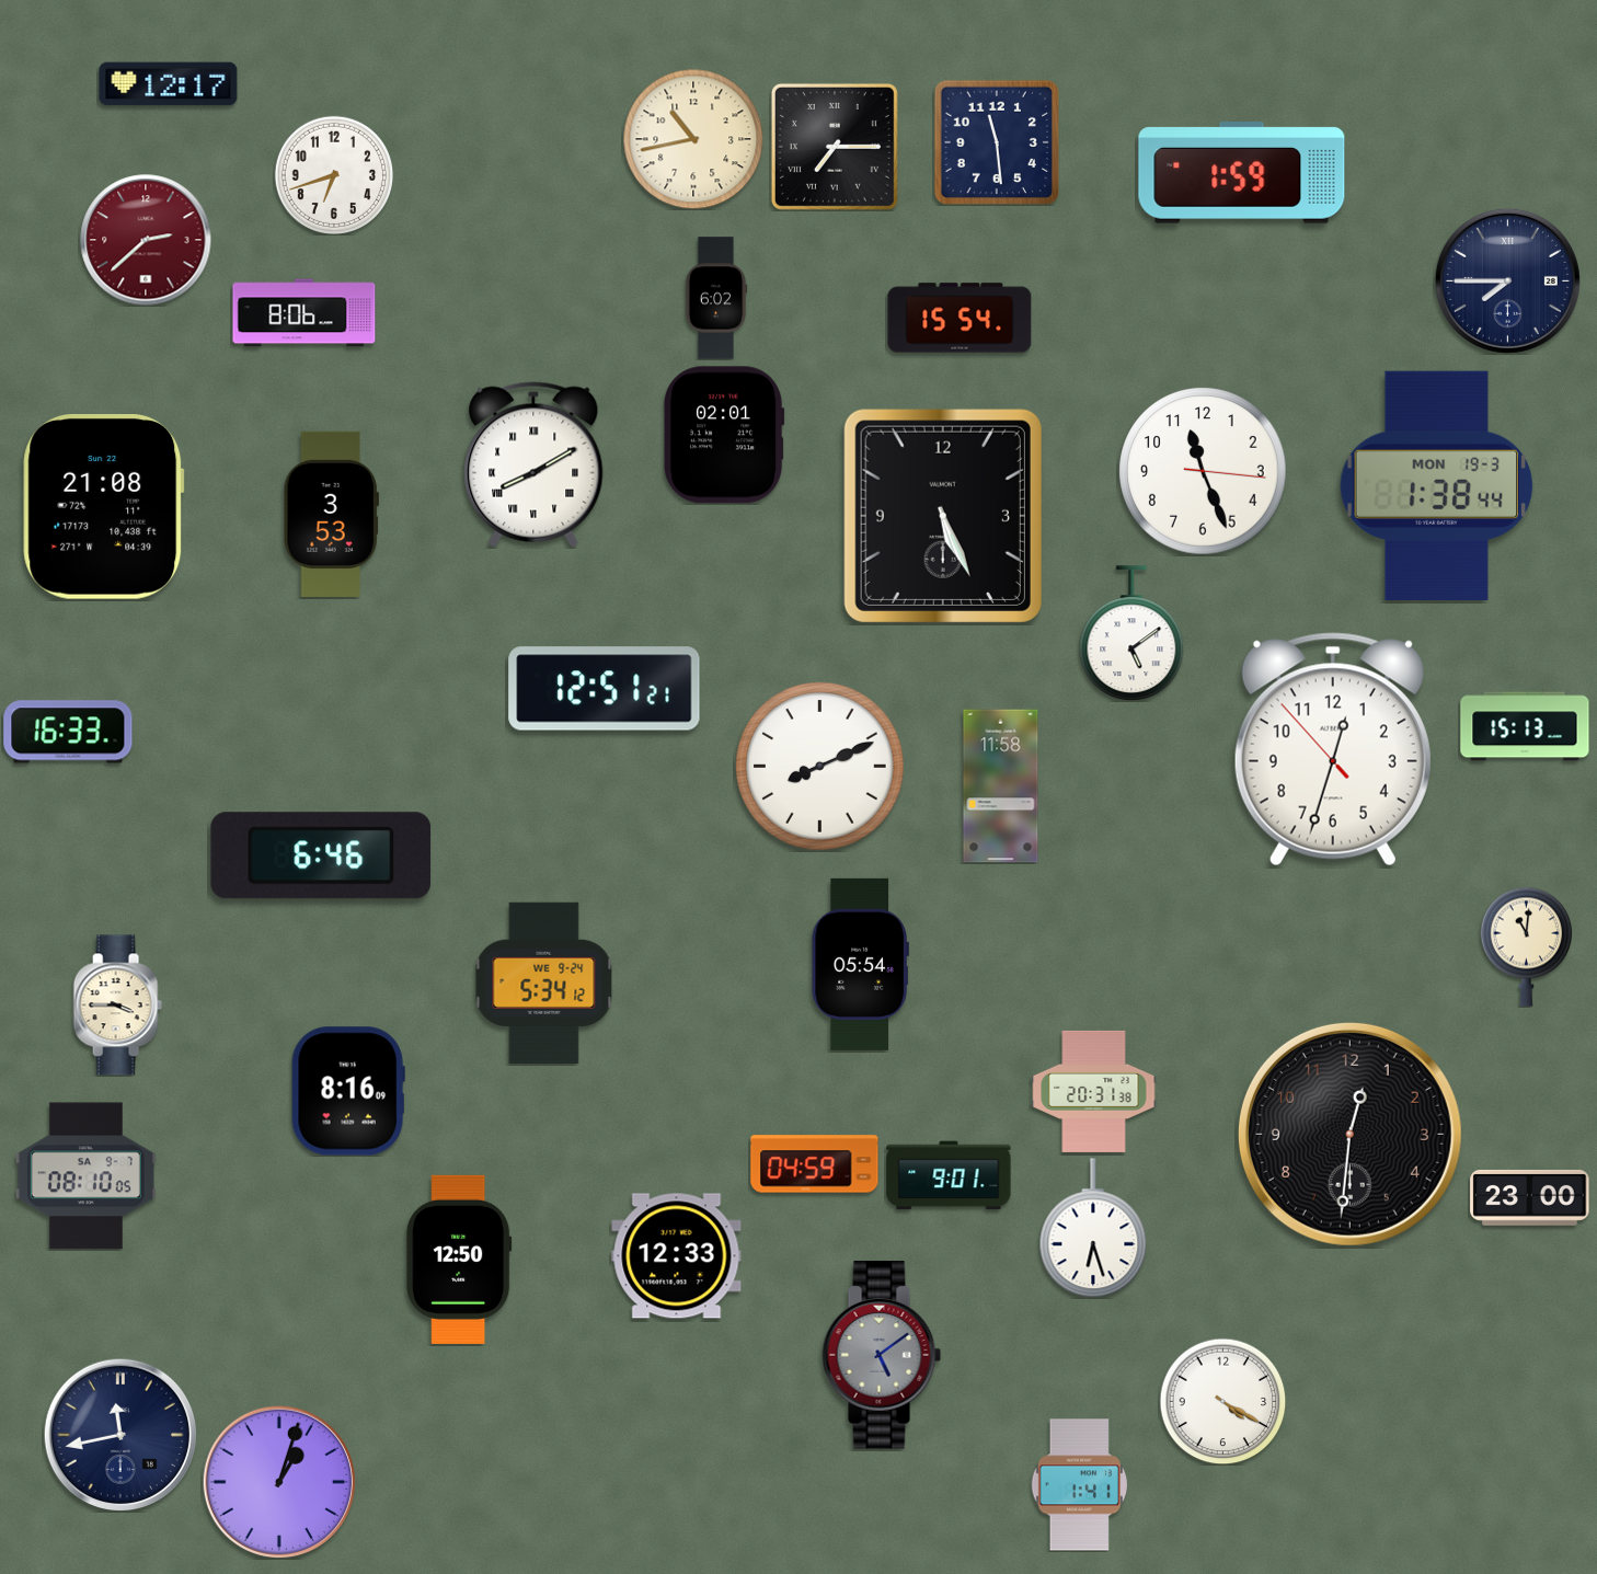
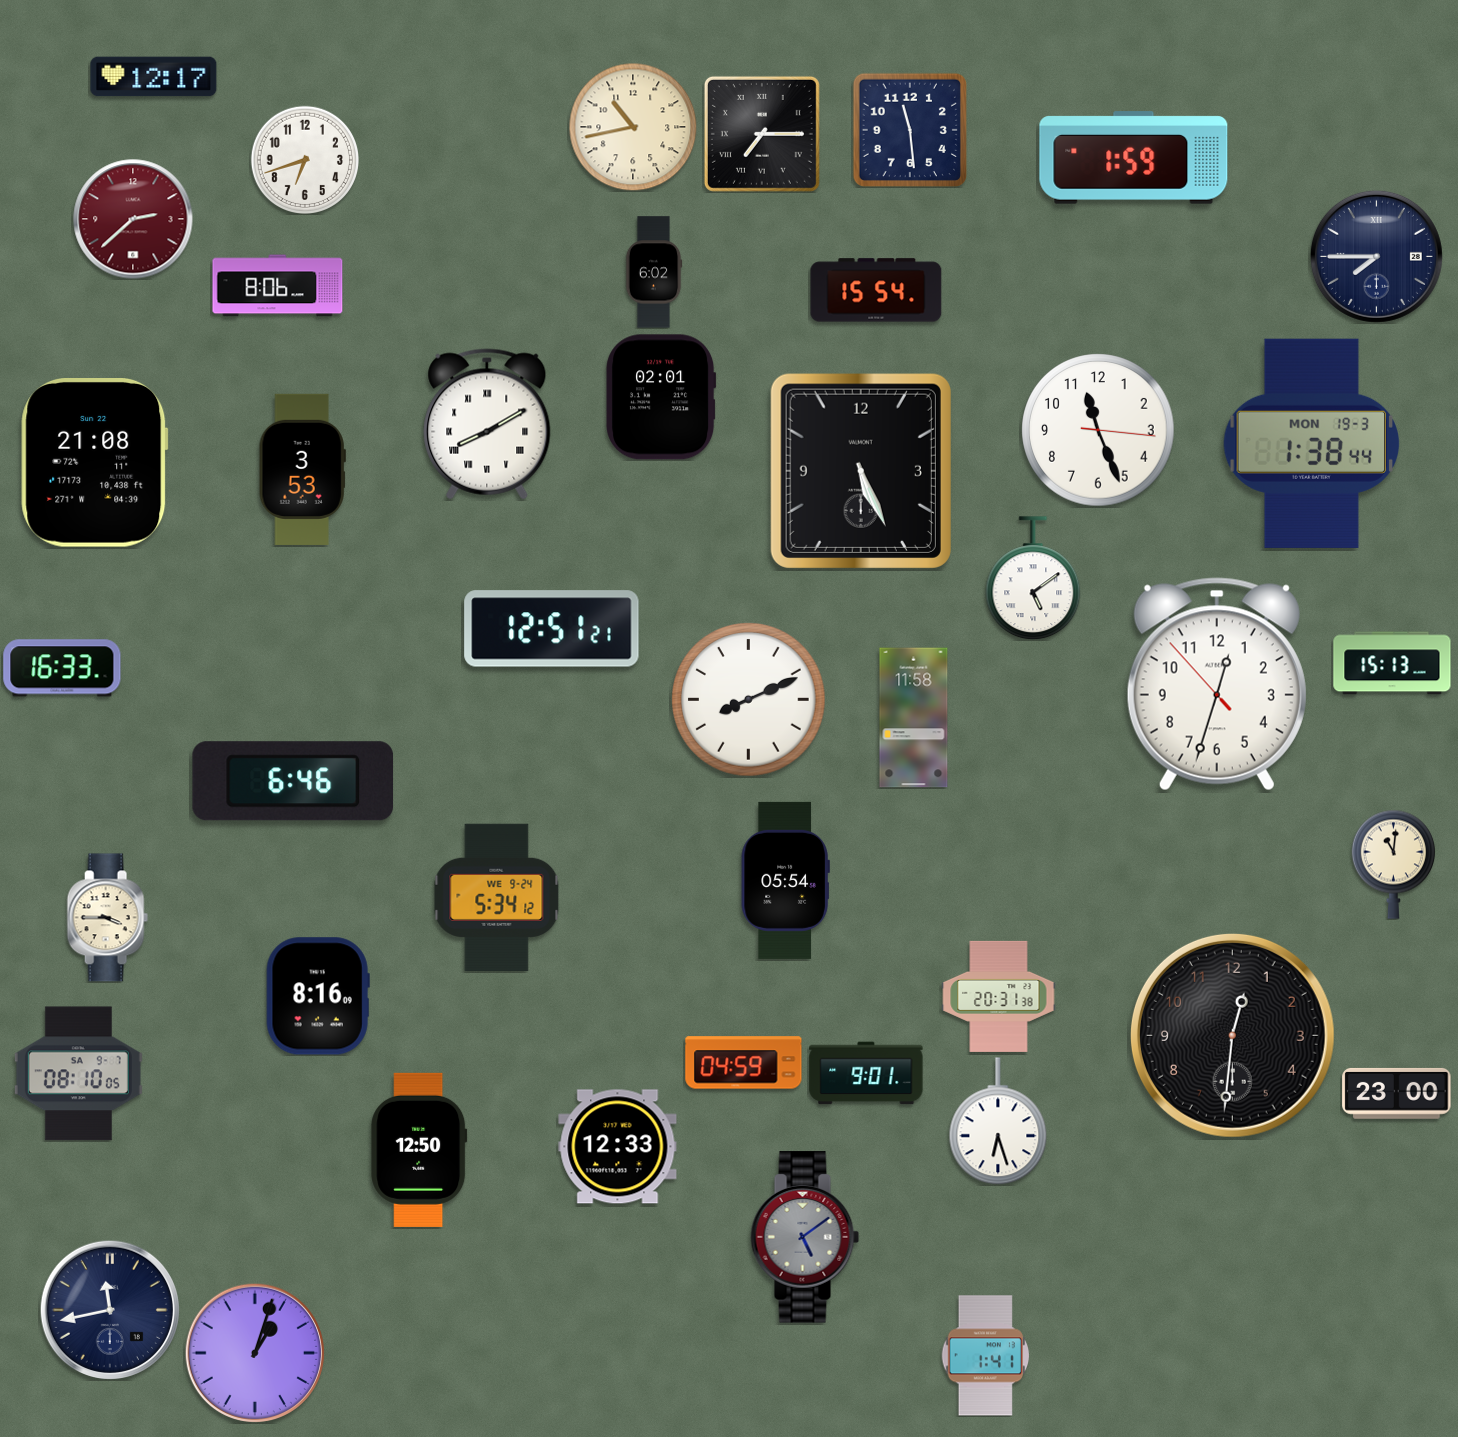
clock at (1222, 1401): 4:20 -> none
